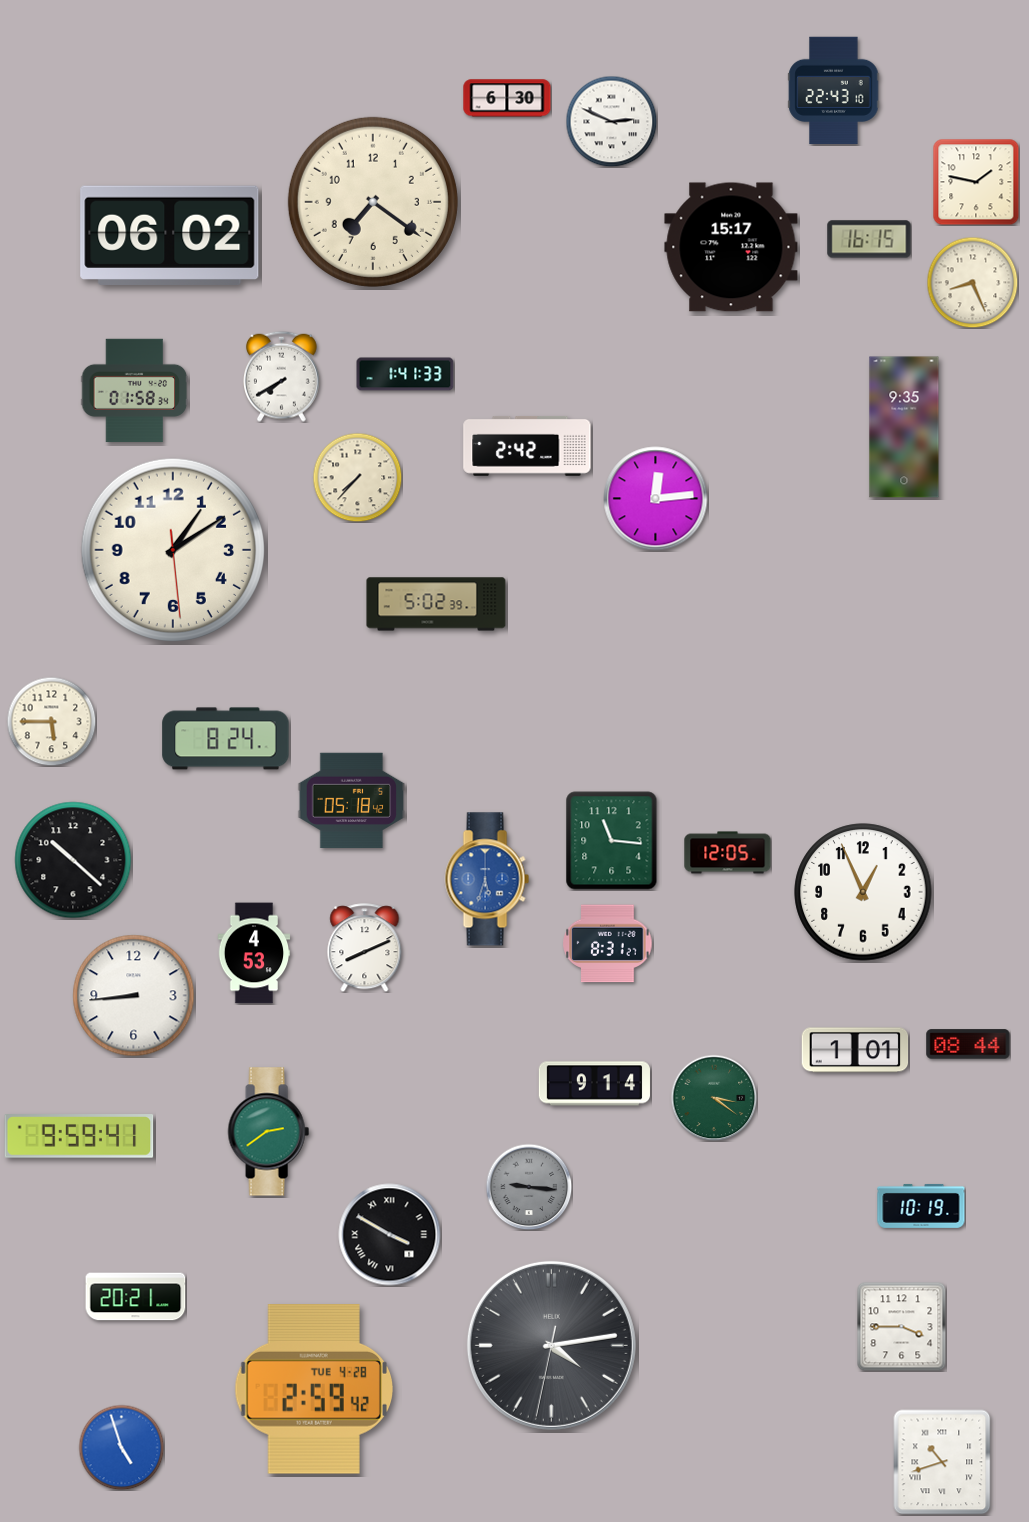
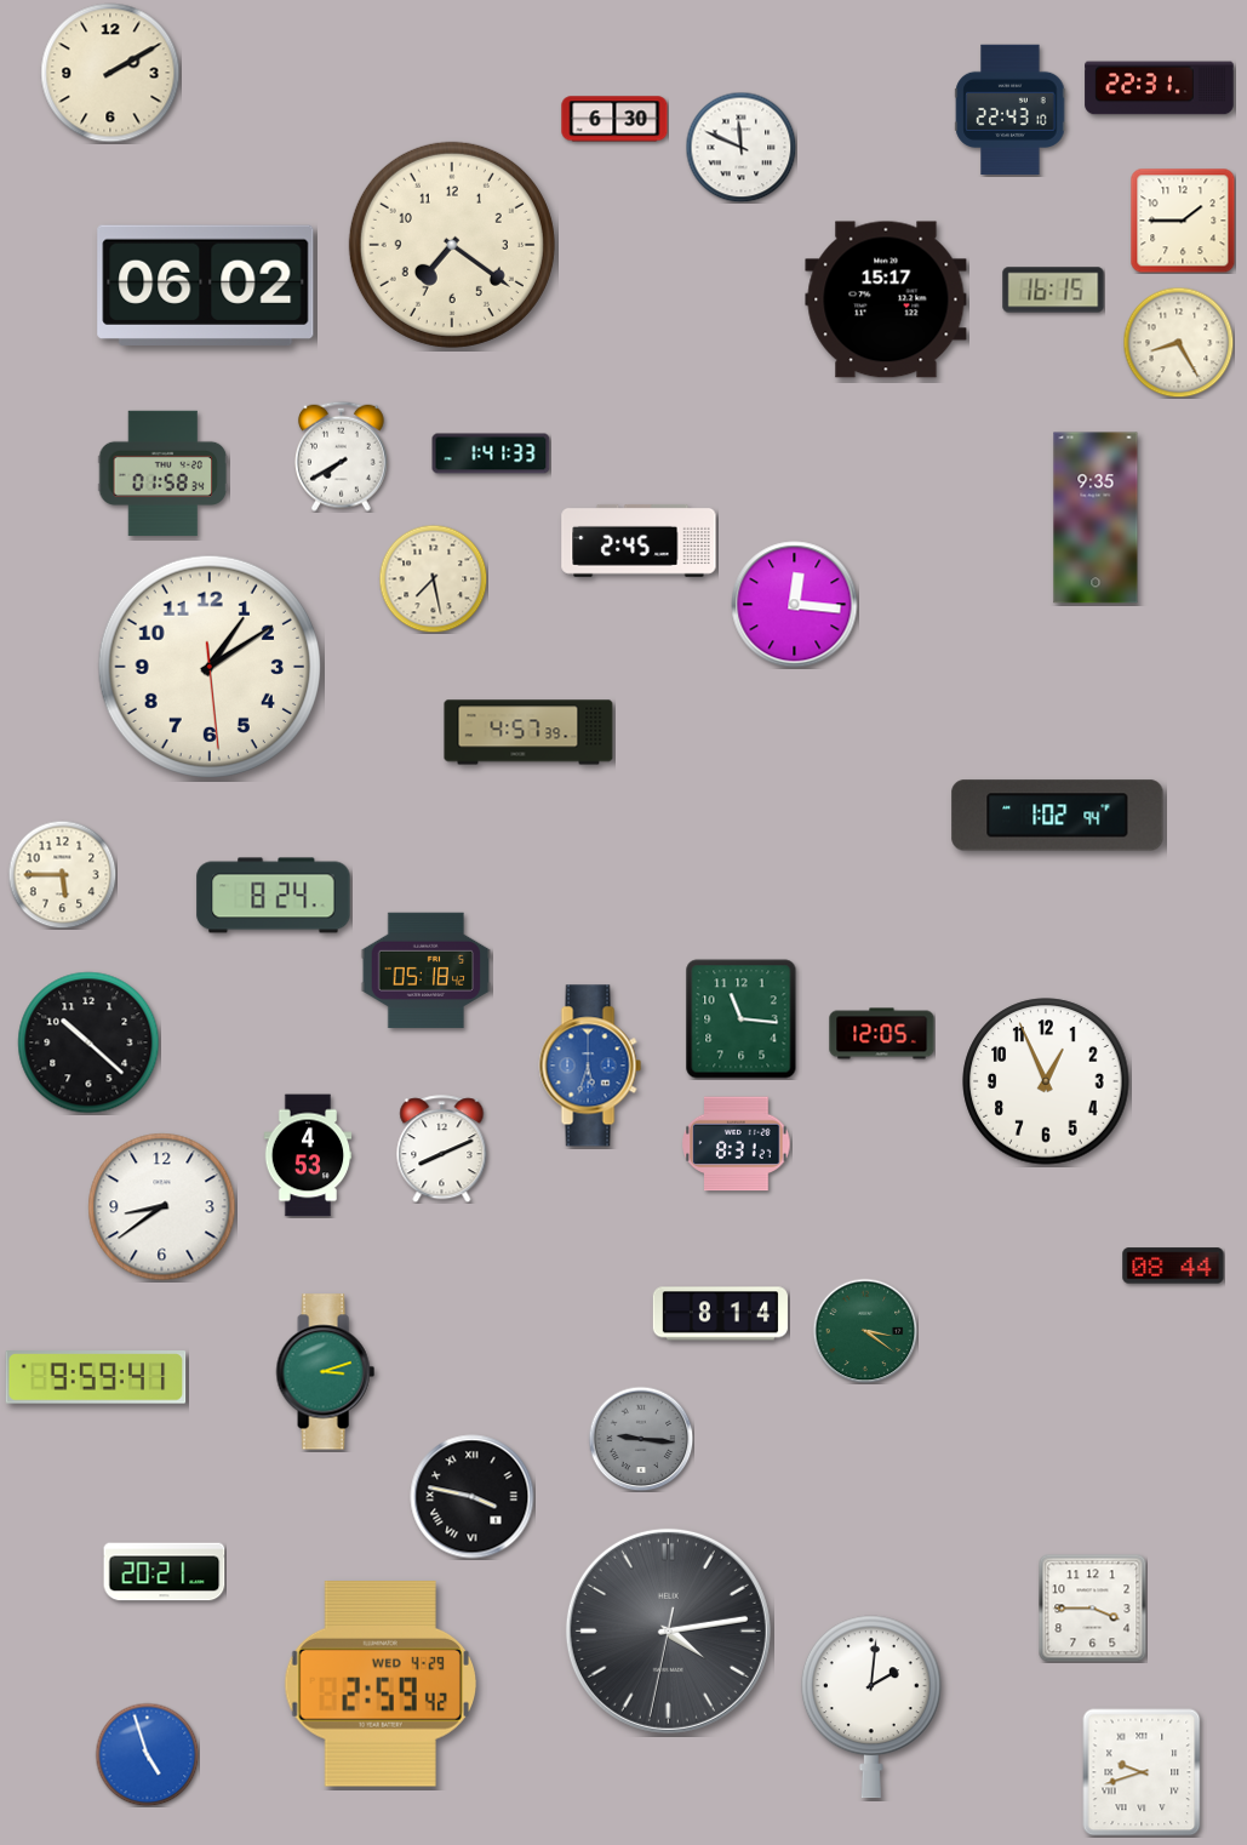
clock at (110, 73): none -> 2:10
clock at (1160, 88): none -> 22:31
clock at (611, 121): 2:49 -> 11:49
clock at (976, 182): 1:47 -> 1:45
clock at (972, 282): 8:26 -> 8:25
clock at (527, 446): 2:42 -> 2:45
clock at (357, 477): 7:37 -> 7:28
clock at (656, 499): 12:14 -> 12:16
clock at (436, 604): 5:02 -> 4:57
clock at (1058, 816): none -> 1:02
clock at (134, 996): 8:44 -> 8:39
clock at (855, 1050): 1:01 -> none
clock at (594, 1084): 9:14 -> 8:14
clock at (268, 1132): 2:39 -> 3:12
clock at (921, 1206): 10:19 -> none
clock at (390, 1235): 3:50 -> 3:47
clock at (313, 1390) date: TUE 4-28 -> WED 4-29
clock at (871, 1707): none -> 2:01
clock at (942, 1462): 10:42 -> 9:42
